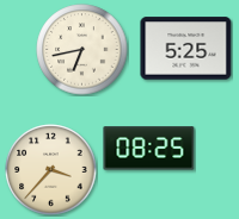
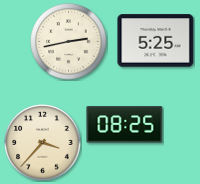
clock at (82, 50): 6:43 -> 2:43
